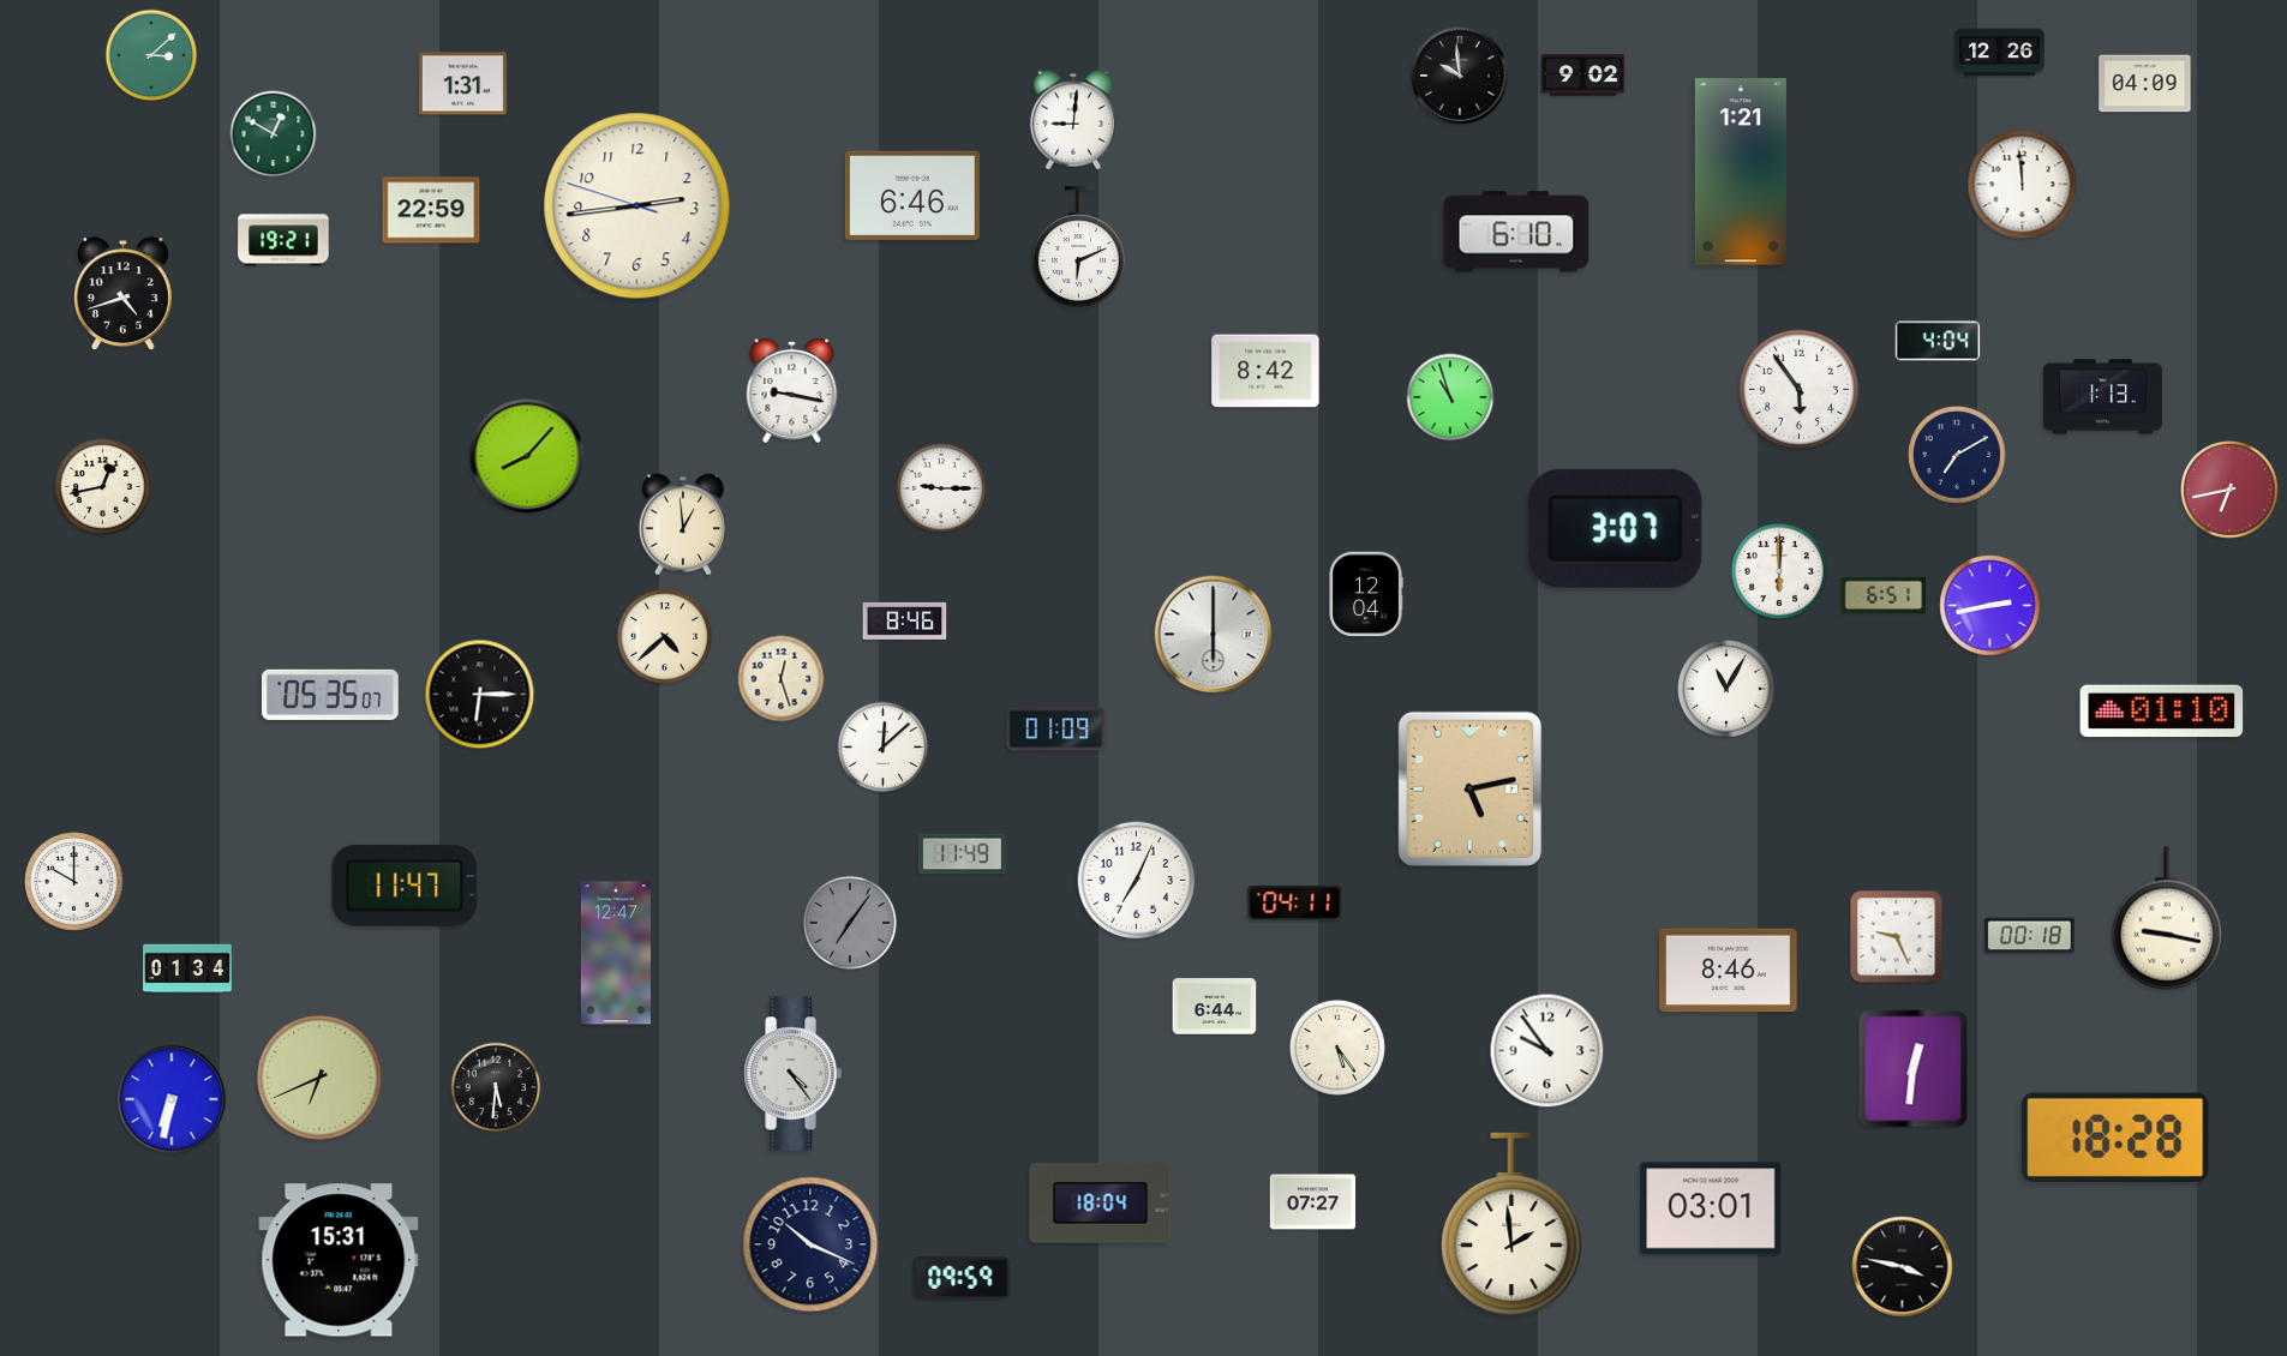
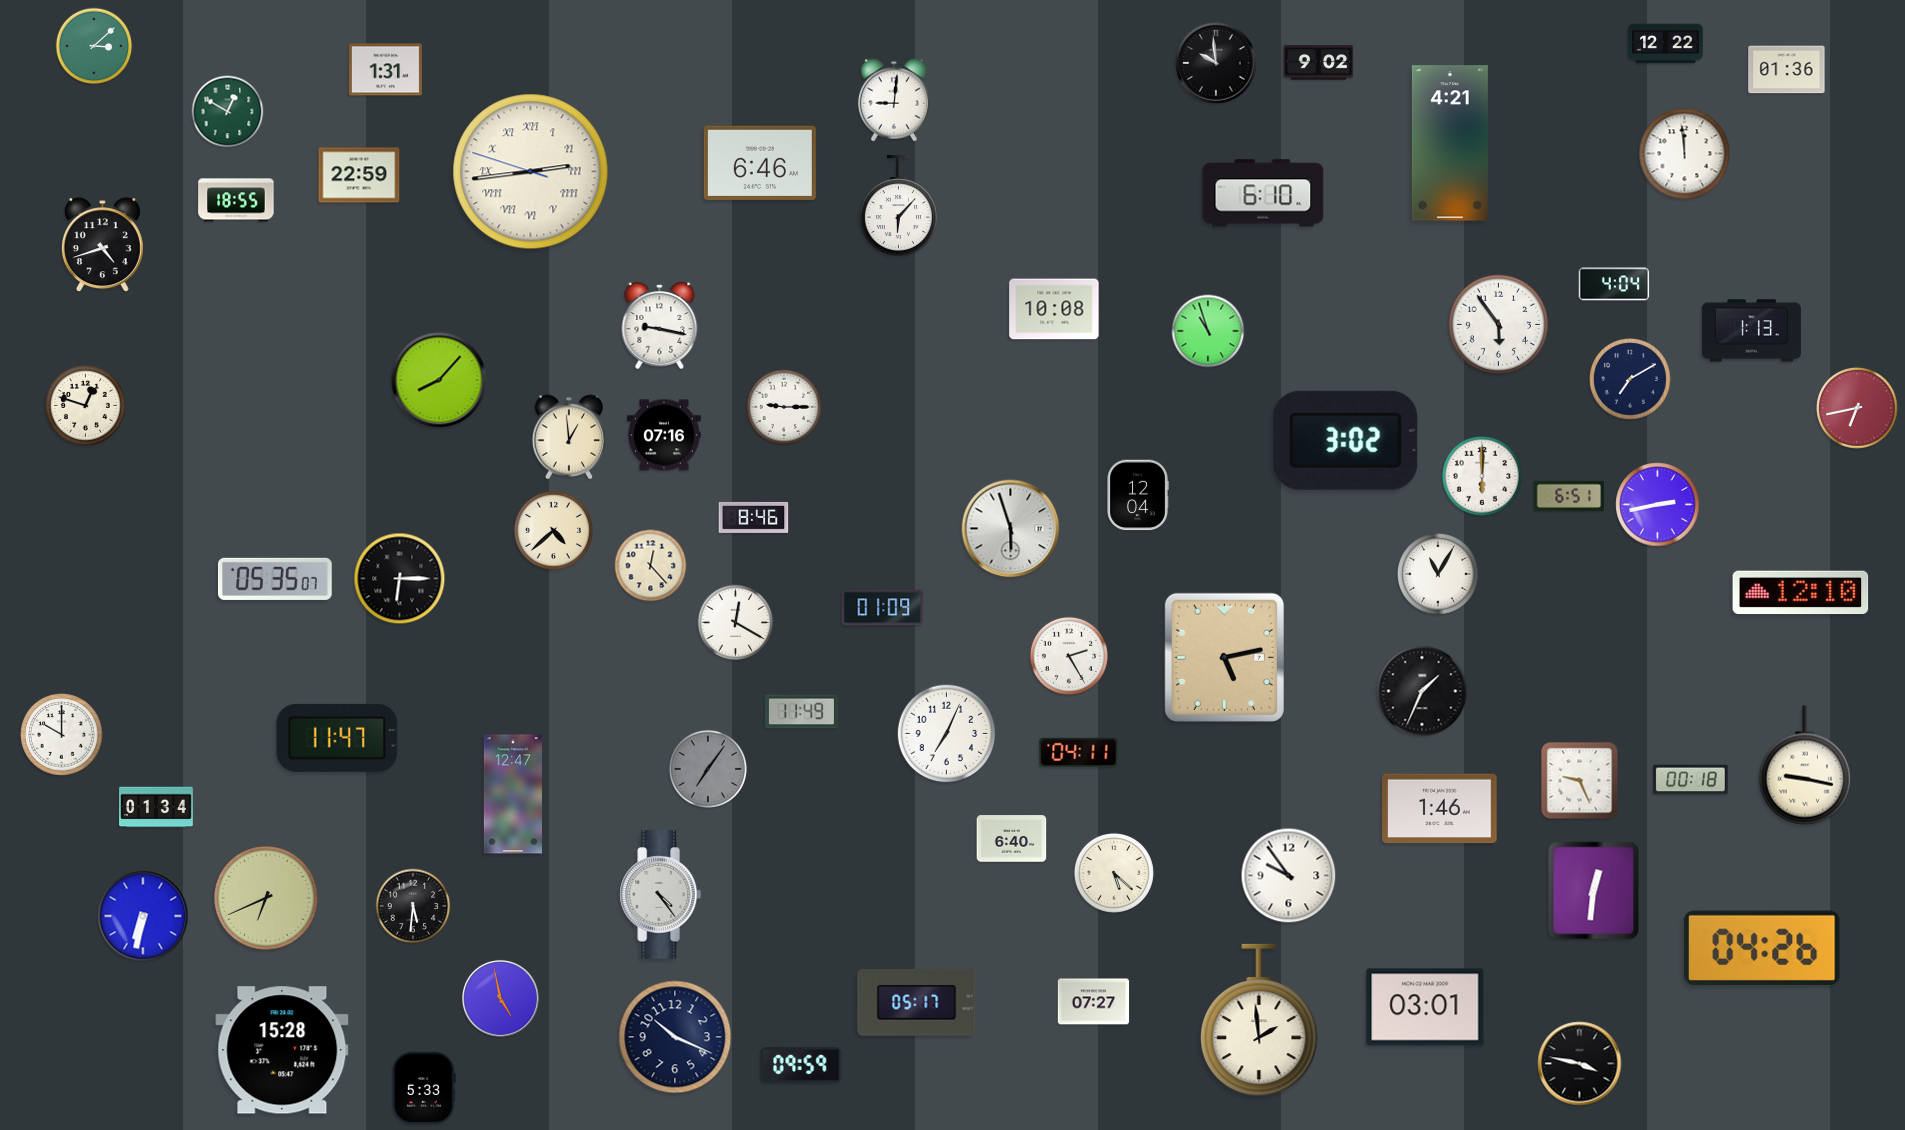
clock at (2000, 53): 12:26 -> 12:22
clock at (151, 55) position: (151, 55) -> (94, 46)
clock at (2145, 84): 04:09 -> 01:36
clock at (1741, 172): 1:21 -> 4:21
clock at (637, 206) numerals: Arabic -> Roman
clock at (283, 240): 19:21 -> 18:55
clock at (1078, 247): 6:11 -> 6:07
clock at (1265, 371): 8:42 -> 10:08
clock at (102, 486): 12:43 -> 12:48
clock at (665, 435): none -> 07:16
clock at (1616, 528): 3:07 -> 3:02
clock at (1214, 635): 6:00 -> 5:57
clock at (782, 679): 12:27 -> 12:23
clock at (2162, 712): 01:10 -> 12:10
clock at (1056, 730) position: (1056, 730) -> (883, 608)
clock at (884, 748): 12:08 -> 12:20
clock at (1069, 656): none -> 2:25
clock at (1422, 691): none -> 1:34
clock at (1729, 971): 8:46 -> 1:46
clock at (1215, 1007): 6:44 -> 6:40
clock at (1337, 1048): 5:24 -> 5:22
clock at (2115, 1138): 18:28 -> 04:26
clock at (500, 998): none -> 4:58
clock at (1101, 1204): 18:04 -> 05:17
clock at (339, 1260): 15:31 -> 15:28
clock at (1903, 1267) position: (1903, 1267) -> (1580, 1064)
clock at (424, 1088): none -> 5:33
